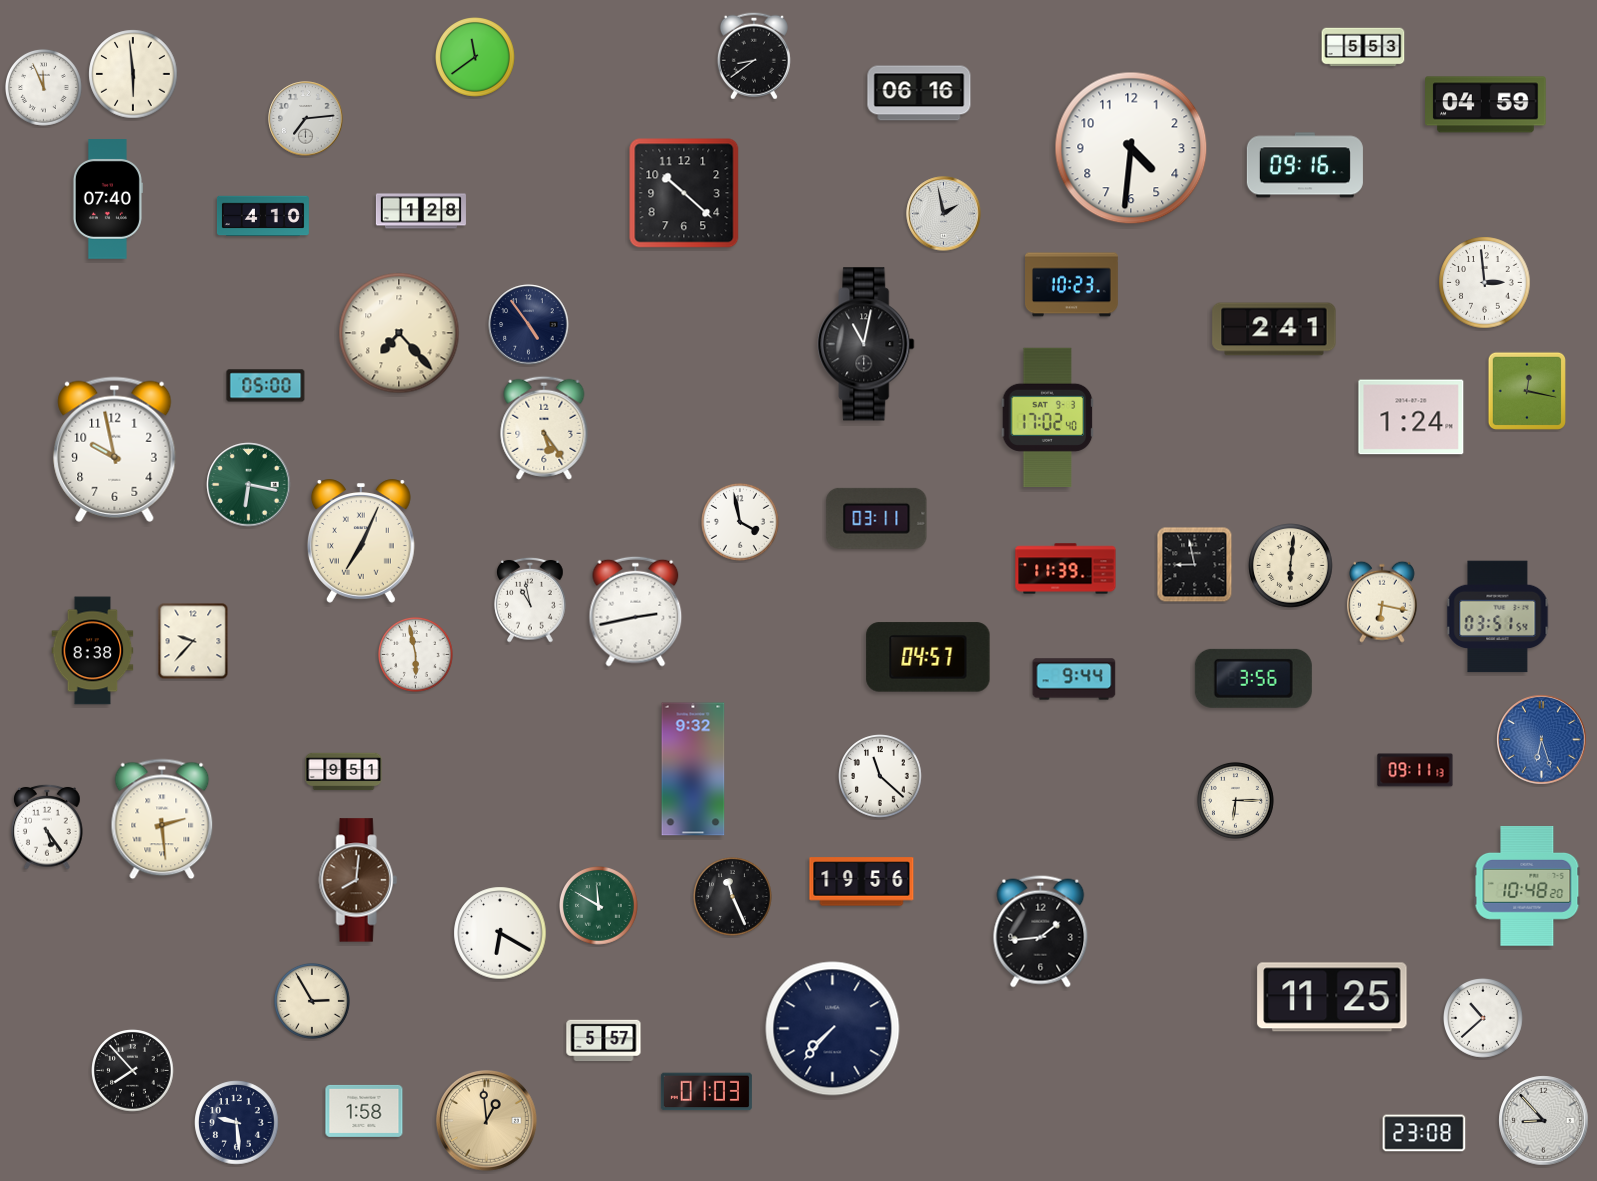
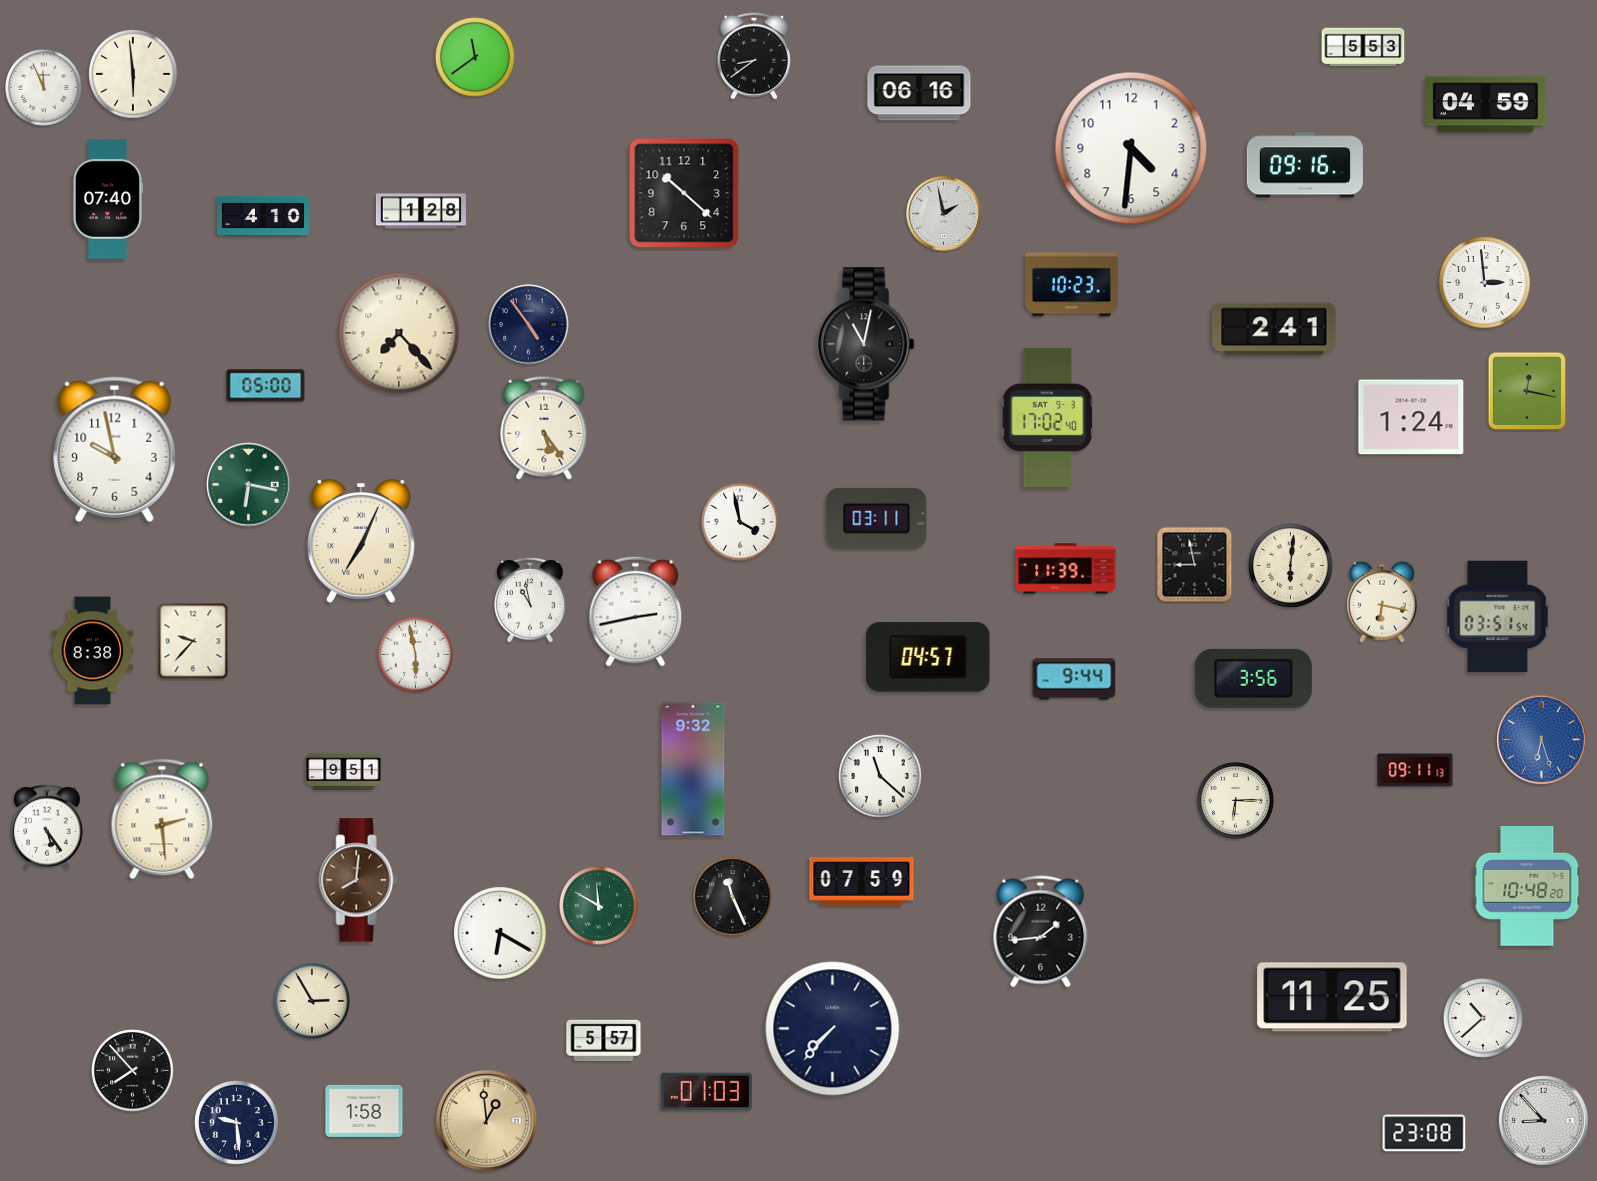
clock at (306, 119): 7:14 -> none
clock at (862, 882): 19:56 -> 07:59
